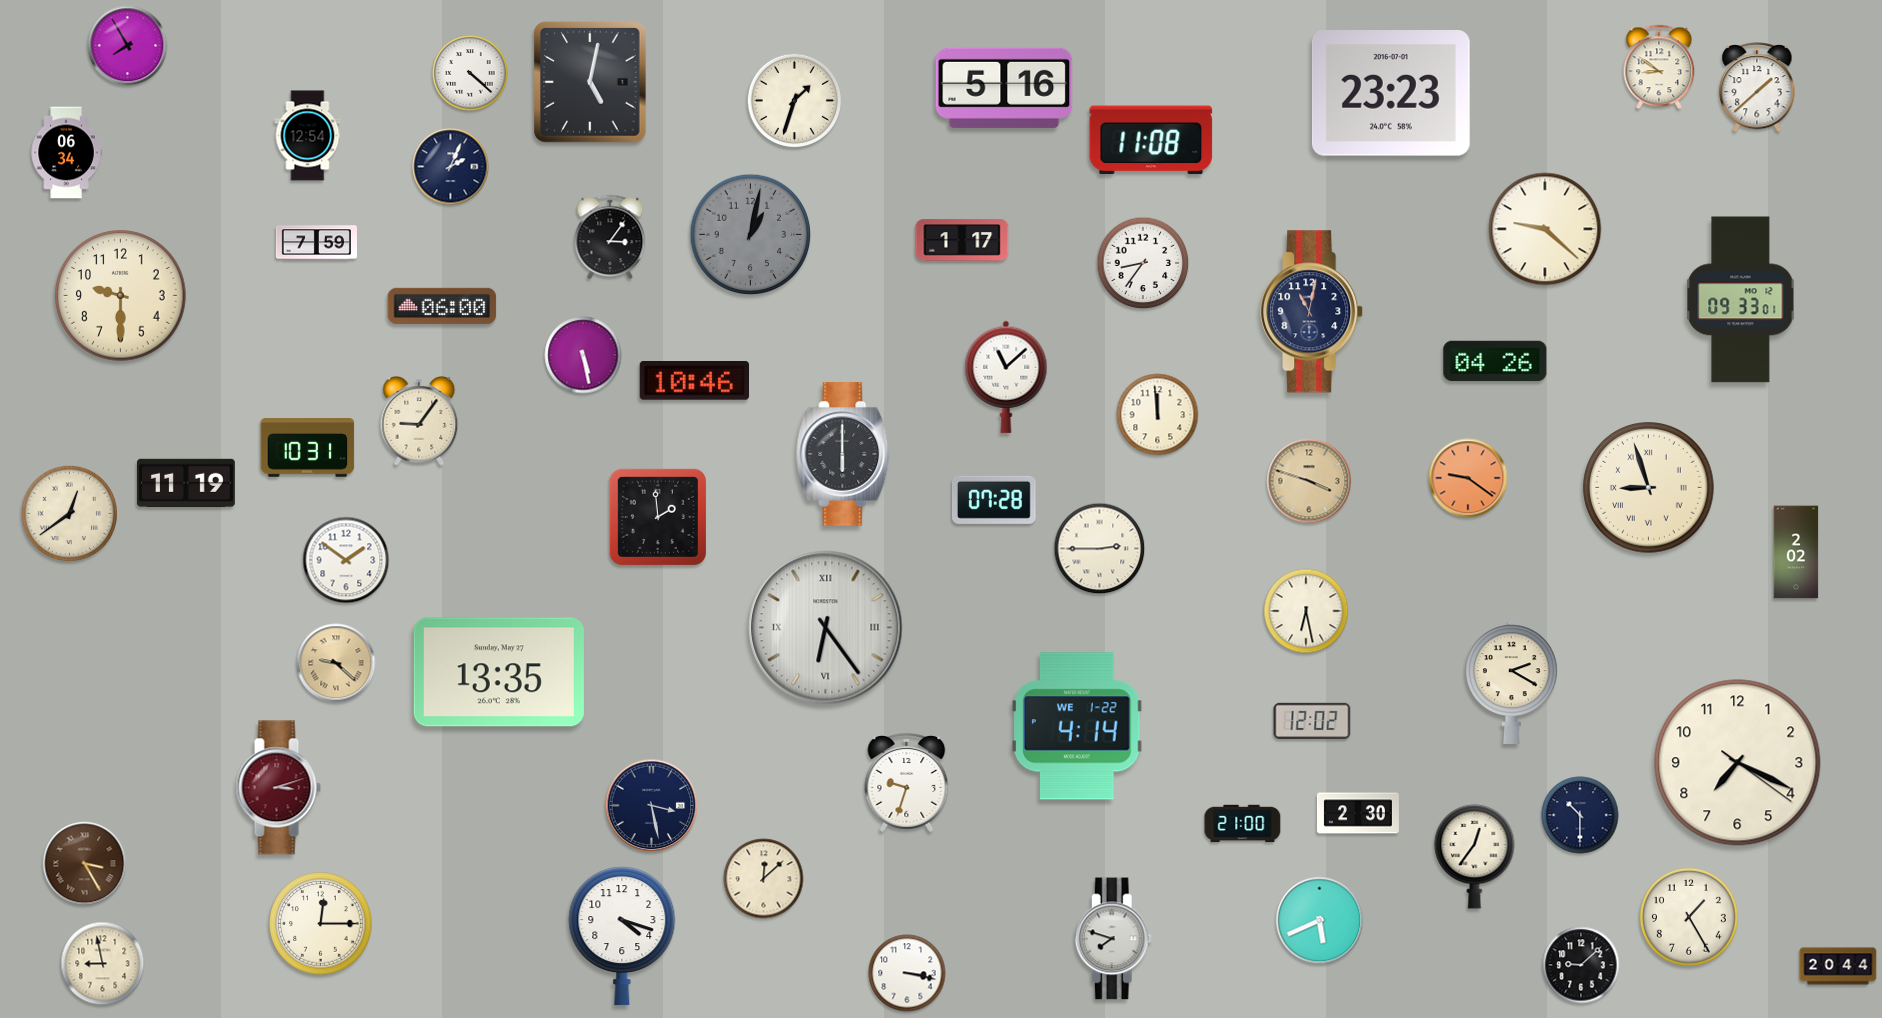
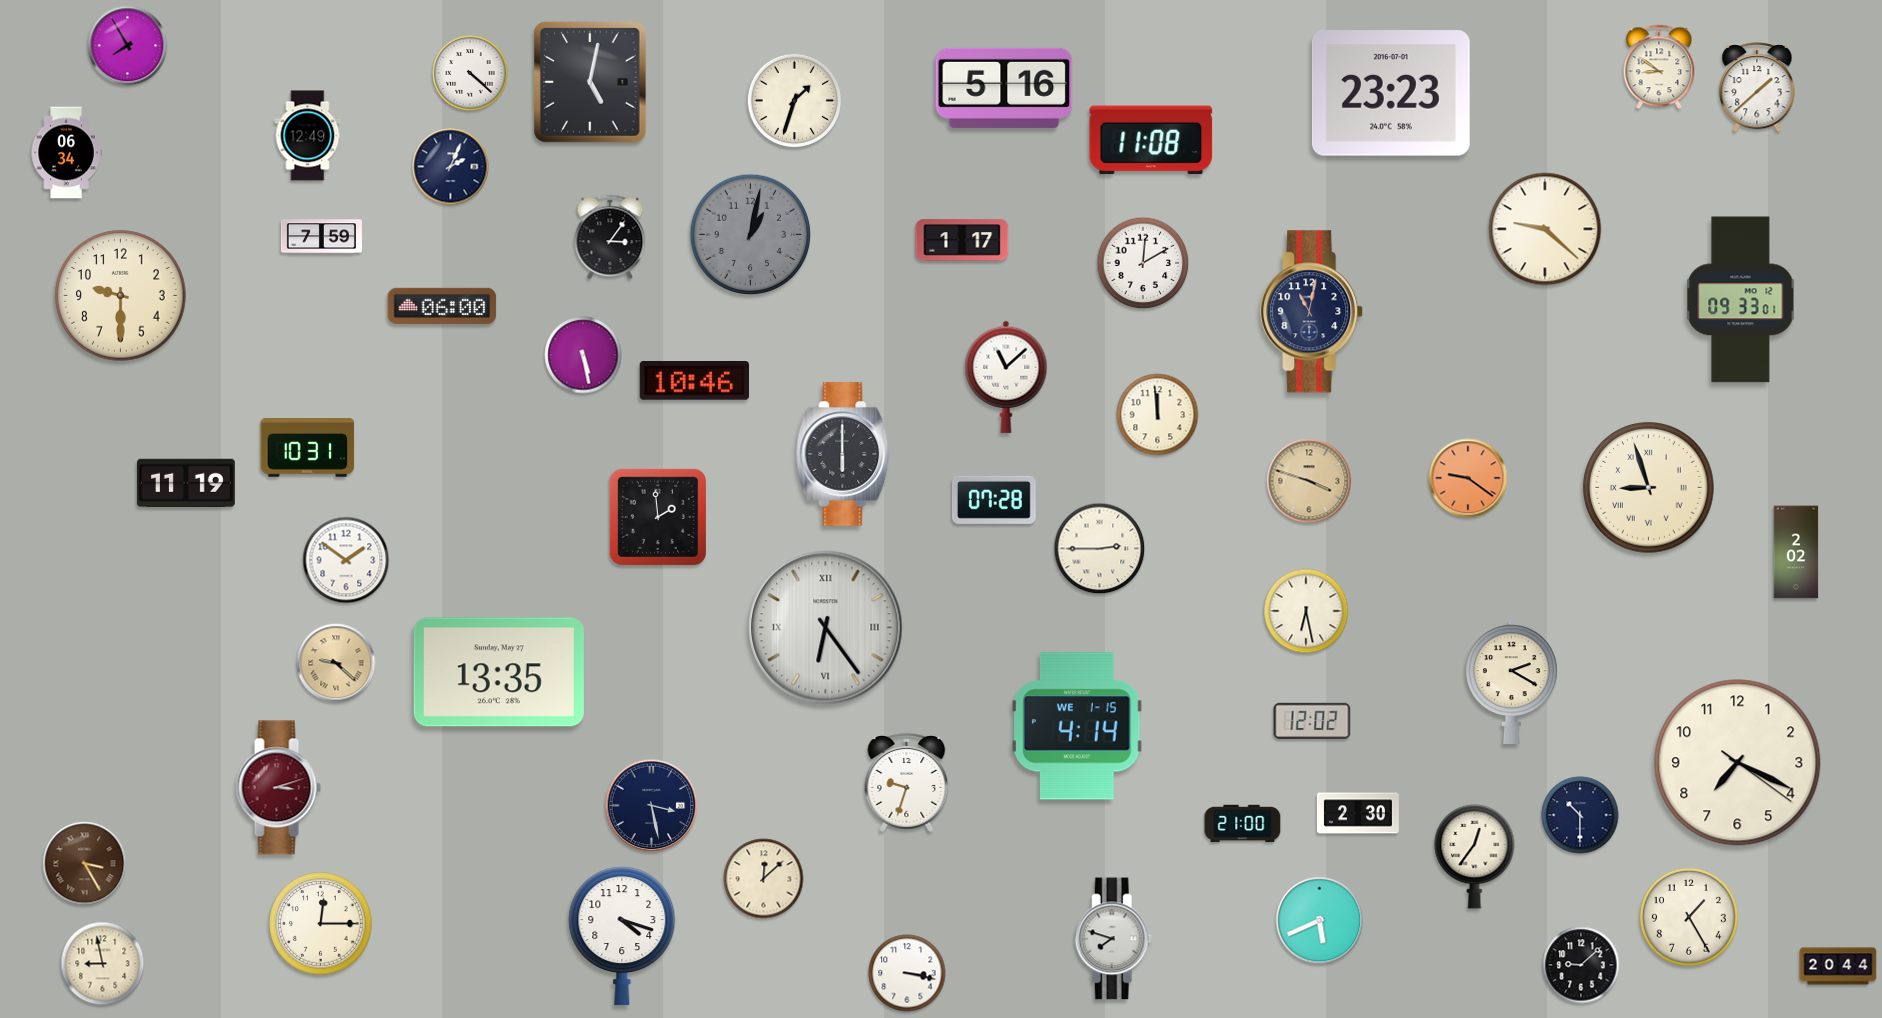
clock at (308, 136): 12:54 -> 12:49
clock at (316, 243) position: (316, 243) -> (321, 237)
clock at (1143, 263): 8:36 -> 12:10
clock at (1495, 361): 04:26 -> none
clock at (419, 422): 9:06 -> none
clock at (69, 513): 12:39 -> none
clock at (1078, 726) date: WE 1-22 -> WE 1-15
